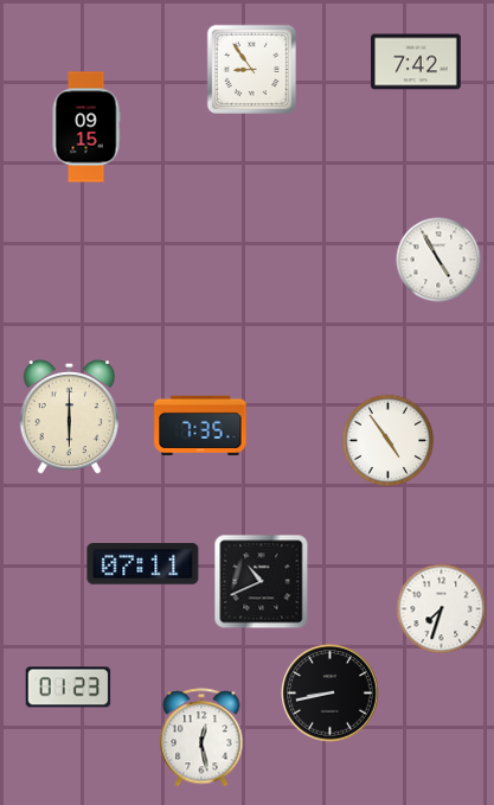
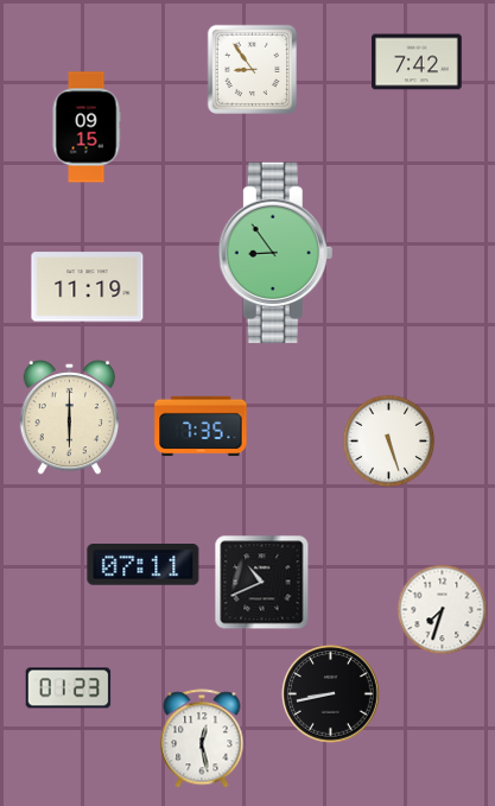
clock at (275, 252): none -> 8:54
clock at (438, 260): 4:55 -> none
clock at (88, 287): none -> 11:19
clock at (389, 441): 4:54 -> 5:27
